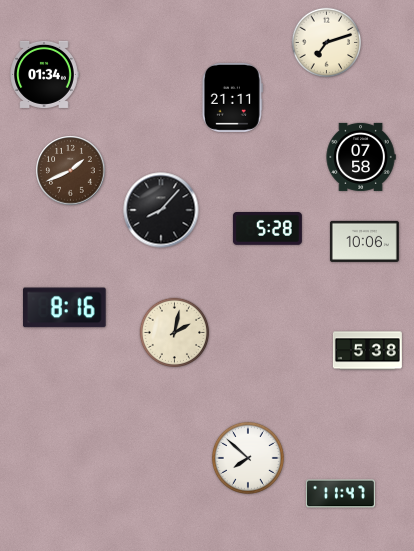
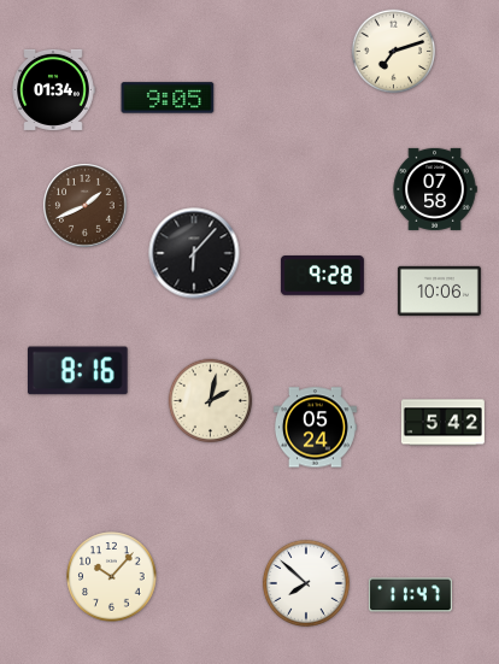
clock at (168, 98): none -> 9:05
clock at (232, 97): 21:11 -> none
clock at (161, 210): 8:07 -> 6:07
clock at (267, 229): 5:28 -> 9:28
clock at (367, 351): 5:38 -> 5:42
clock at (315, 428): none -> 05:24
clock at (248, 458) position: (248, 458) -> (306, 583)
clock at (112, 577): none -> 10:07
